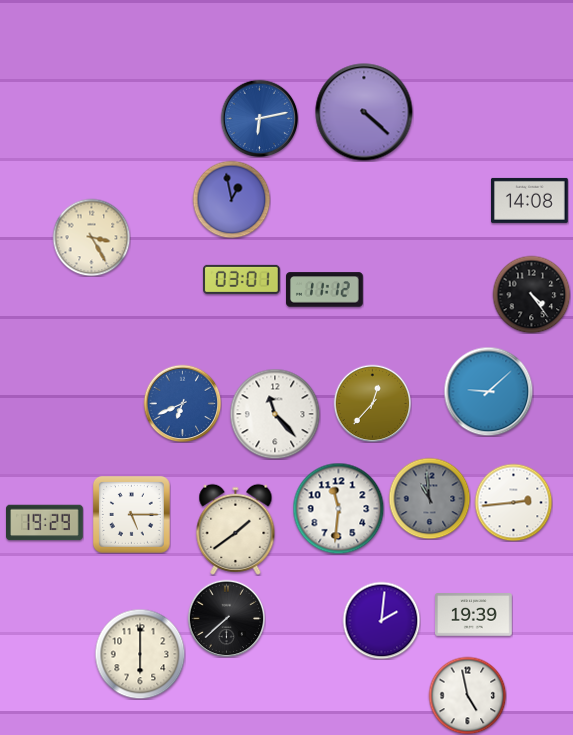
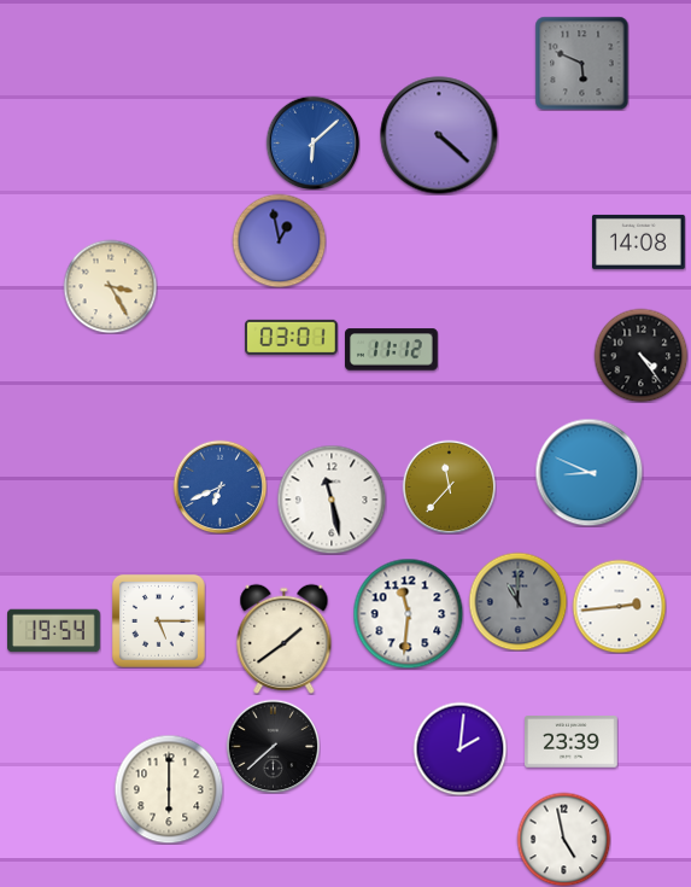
clock at (581, 63): none -> 5:49
clock at (259, 118): 6:13 -> 6:08
clock at (488, 391): 9:08 -> 8:49
clock at (372, 403): 12:37 -> 11:37
clock at (275, 414): 11:23 -> 11:28
clock at (429, 498): 10:59 -> 11:00
clock at (45, 523): 19:29 -> 19:54
clock at (474, 615): 19:39 -> 23:39
